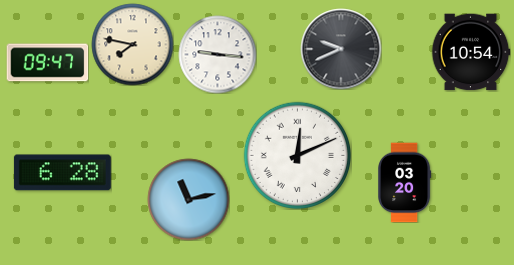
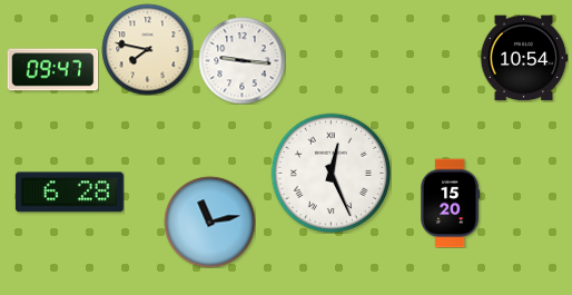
clock at (341, 49): 9:41 -> none
clock at (297, 155): 12:11 -> 12:26
clock at (405, 182): 03:20 -> 15:20
